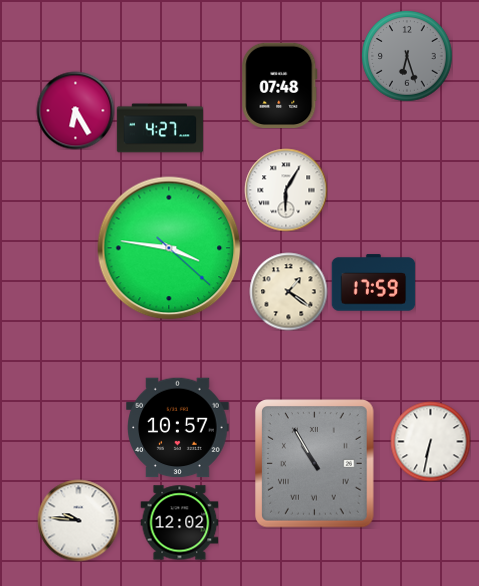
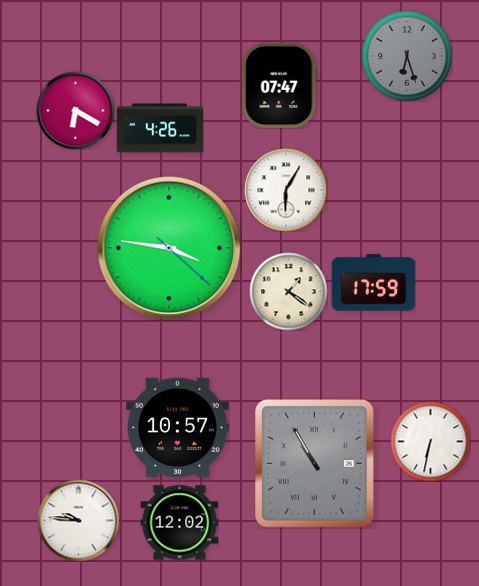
clock at (280, 85): 07:48 -> 07:47
clock at (75, 110): 6:25 -> 6:20
clock at (160, 128): 4:27 -> 4:26
